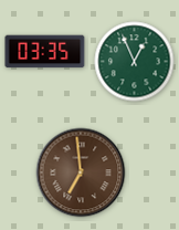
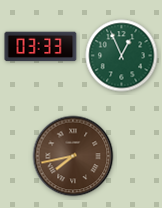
clock at (45, 52): 03:35 -> 03:33
clock at (81, 172): 6:59 -> 7:43
